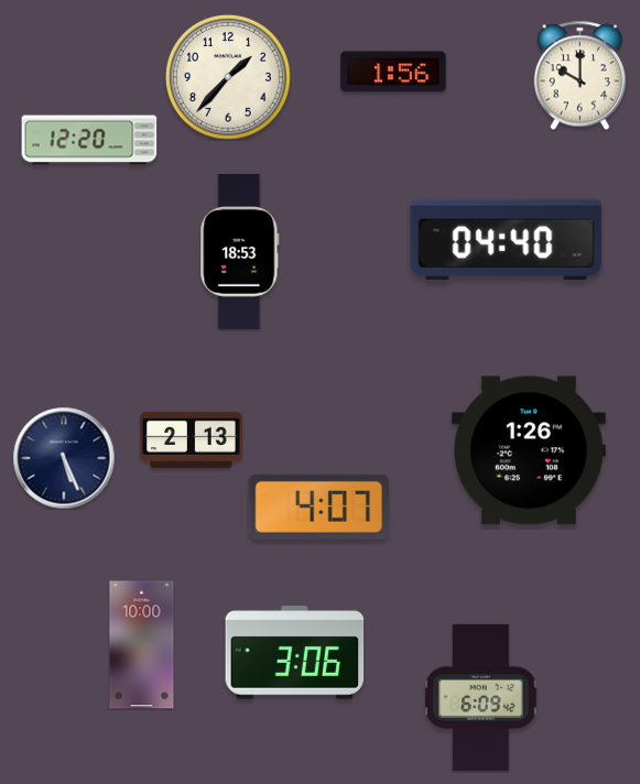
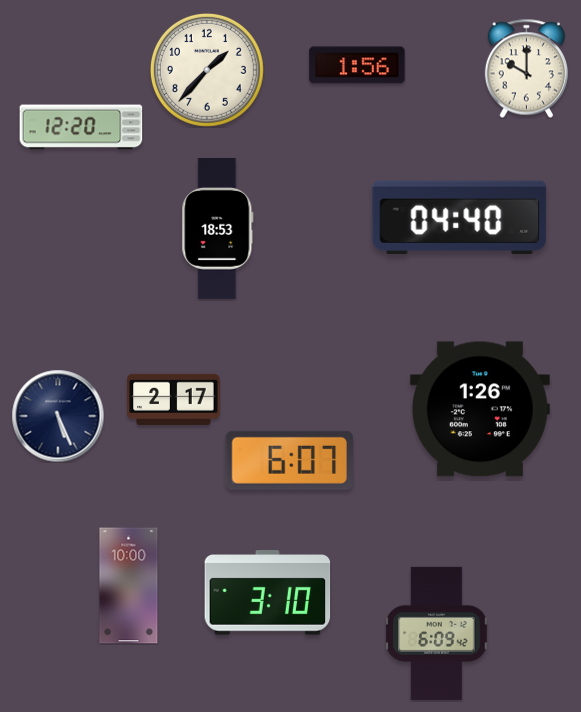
clock at (192, 439): 2:13 -> 2:17
clock at (318, 507): 4:07 -> 6:07
clock at (295, 653): 3:06 -> 3:10
